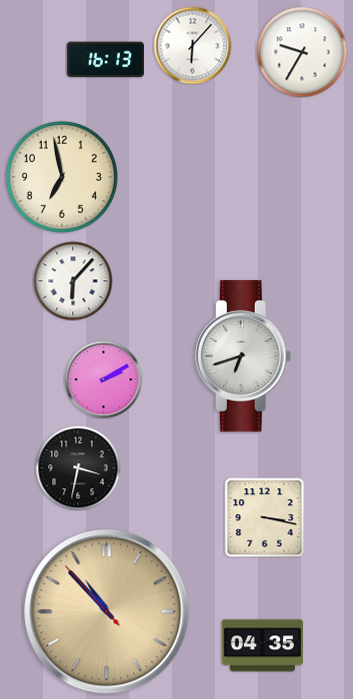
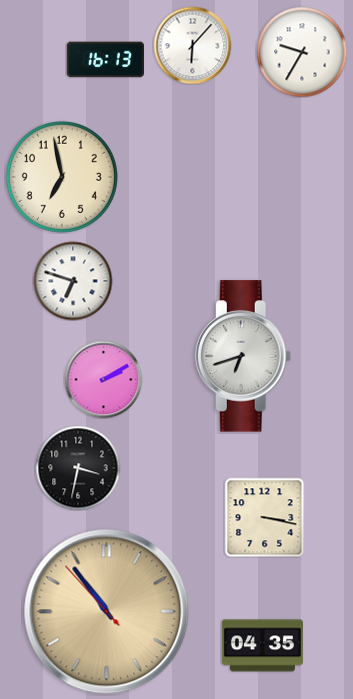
clock at (73, 281): 6:07 -> 6:48
clock at (107, 612): 10:52 -> 10:53
